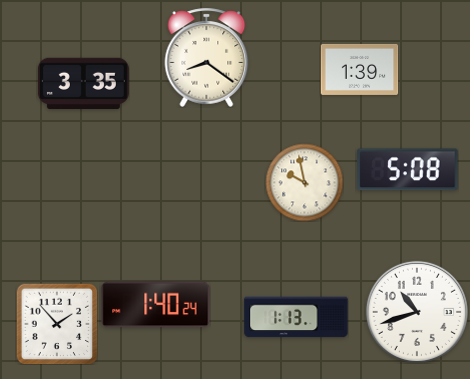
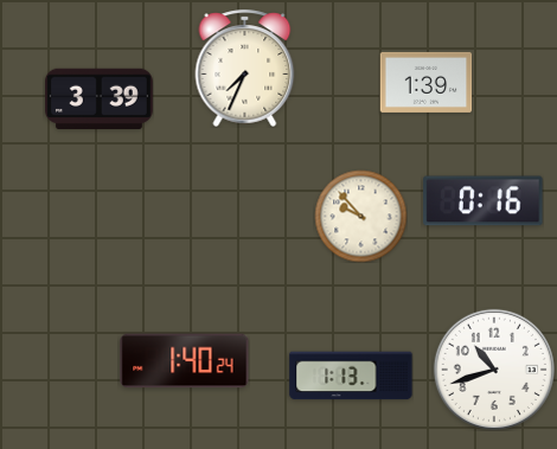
clock at (207, 57): 8:21 -> 7:34
clock at (83, 84): 3:35 -> 3:39
clock at (408, 170): 5:08 -> 0:16
clock at (304, 182): 9:58 -> 9:53
clock at (57, 324): 1:53 -> none
